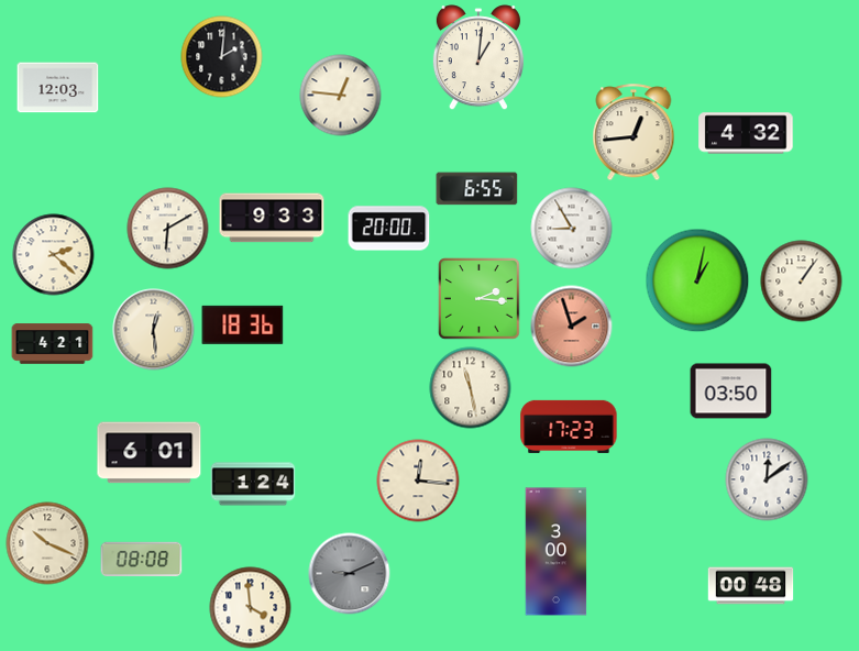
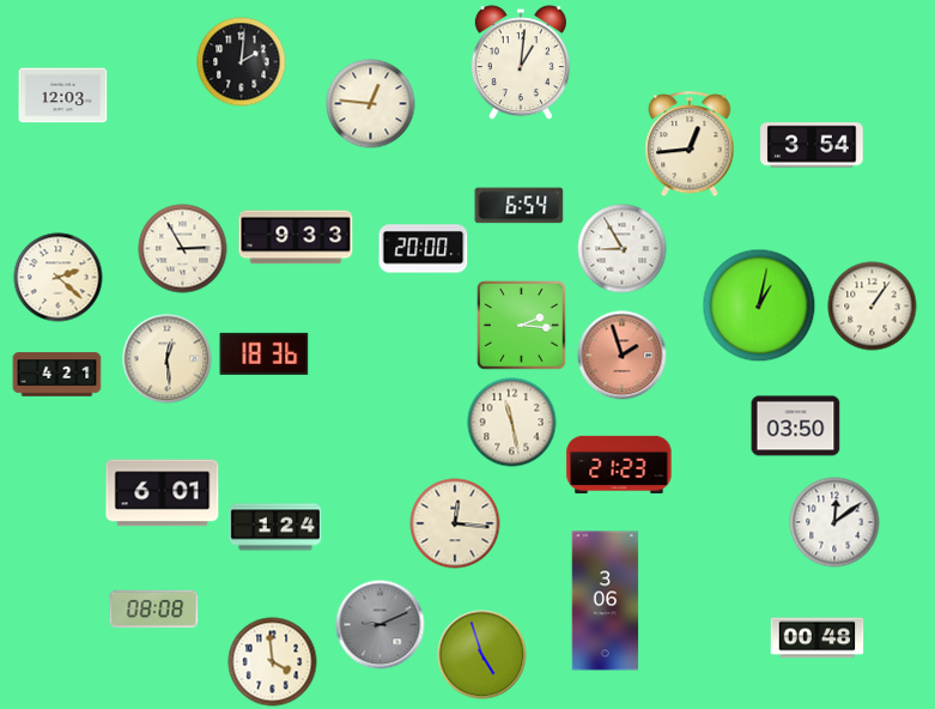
clock at (746, 133): 4:32 -> 3:54
clock at (477, 189): 6:55 -> 6:54
clock at (168, 229): 6:10 -> 2:55
clock at (569, 427): 17:23 -> 21:23
clock at (47, 543): 10:19 -> none
clock at (557, 552): 3:00 -> 3:06
clock at (482, 655): none -> 4:57
